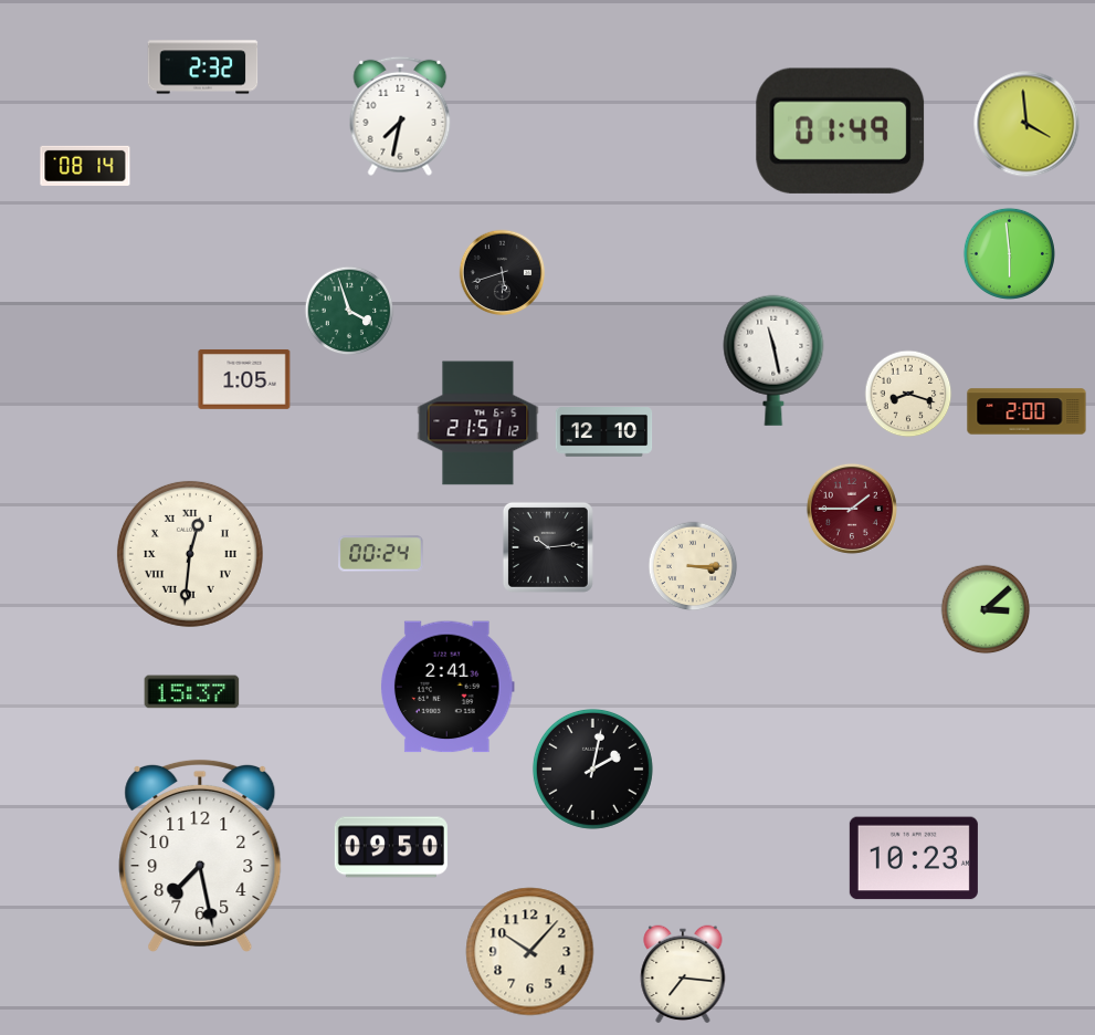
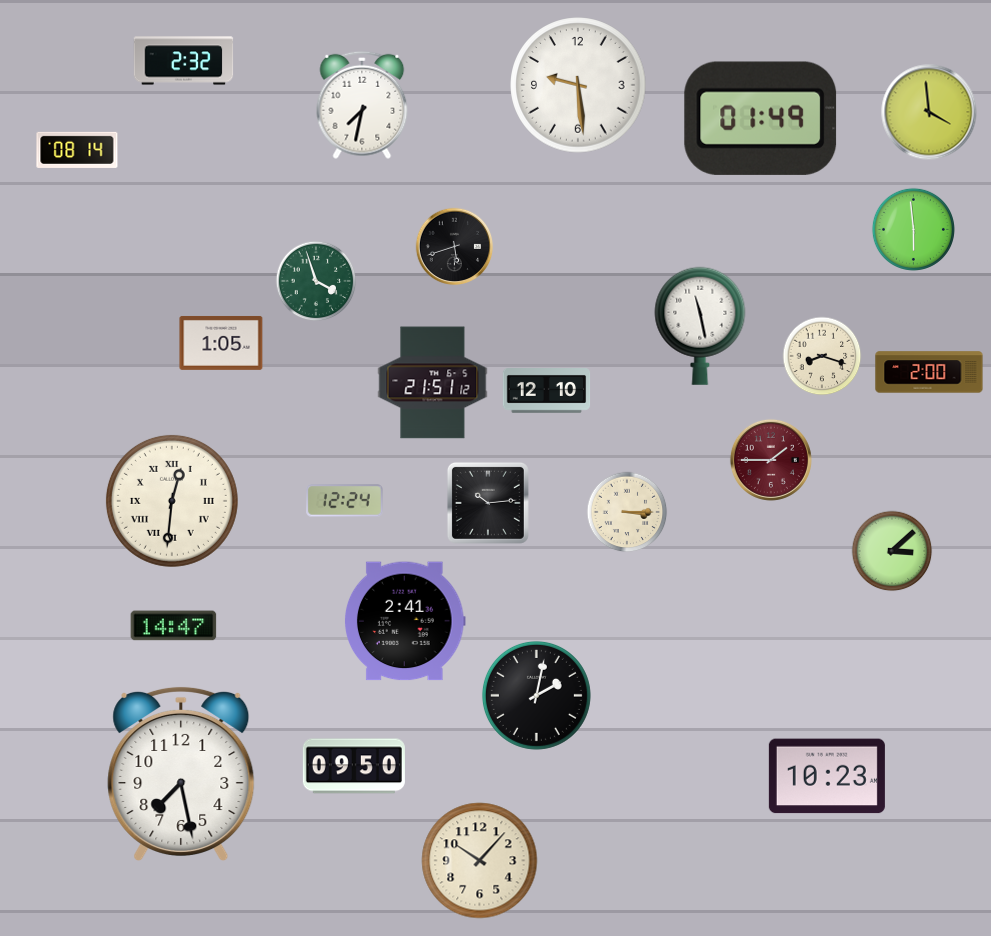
clock at (578, 85): none -> 9:29
clock at (548, 547) position: (548, 547) -> (488, 503)
clock at (381, 554): 00:24 -> 12:24
clock at (192, 692): 15:37 -> 14:47
clock at (683, 974): 7:16 -> none
